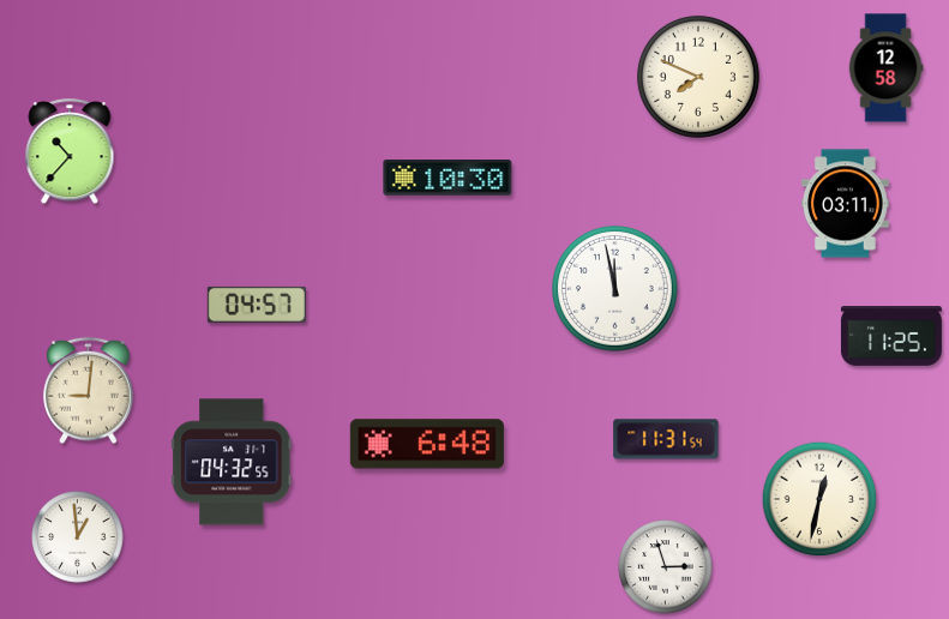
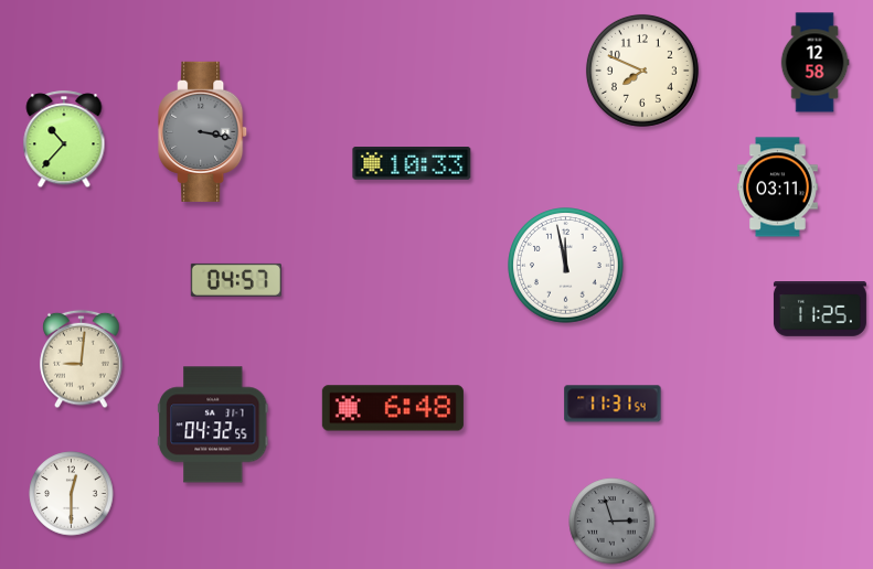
clock at (203, 131): none -> 3:17
clock at (448, 179): 10:30 -> 10:33
clock at (819, 499): 12:32 -> none
clock at (78, 537): 12:59 -> 12:30
clock at (666, 567) dial: white -> grey
